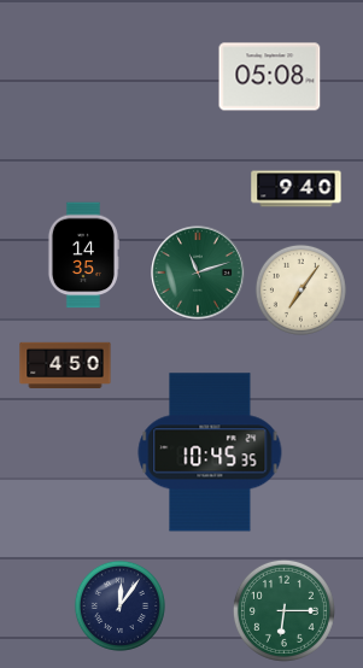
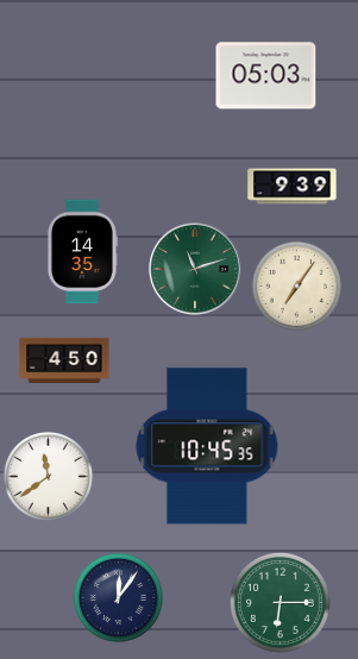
clock at (270, 77): 05:08 -> 05:03
clock at (297, 189): 9:40 -> 9:39
clock at (48, 476): none -> 11:39
